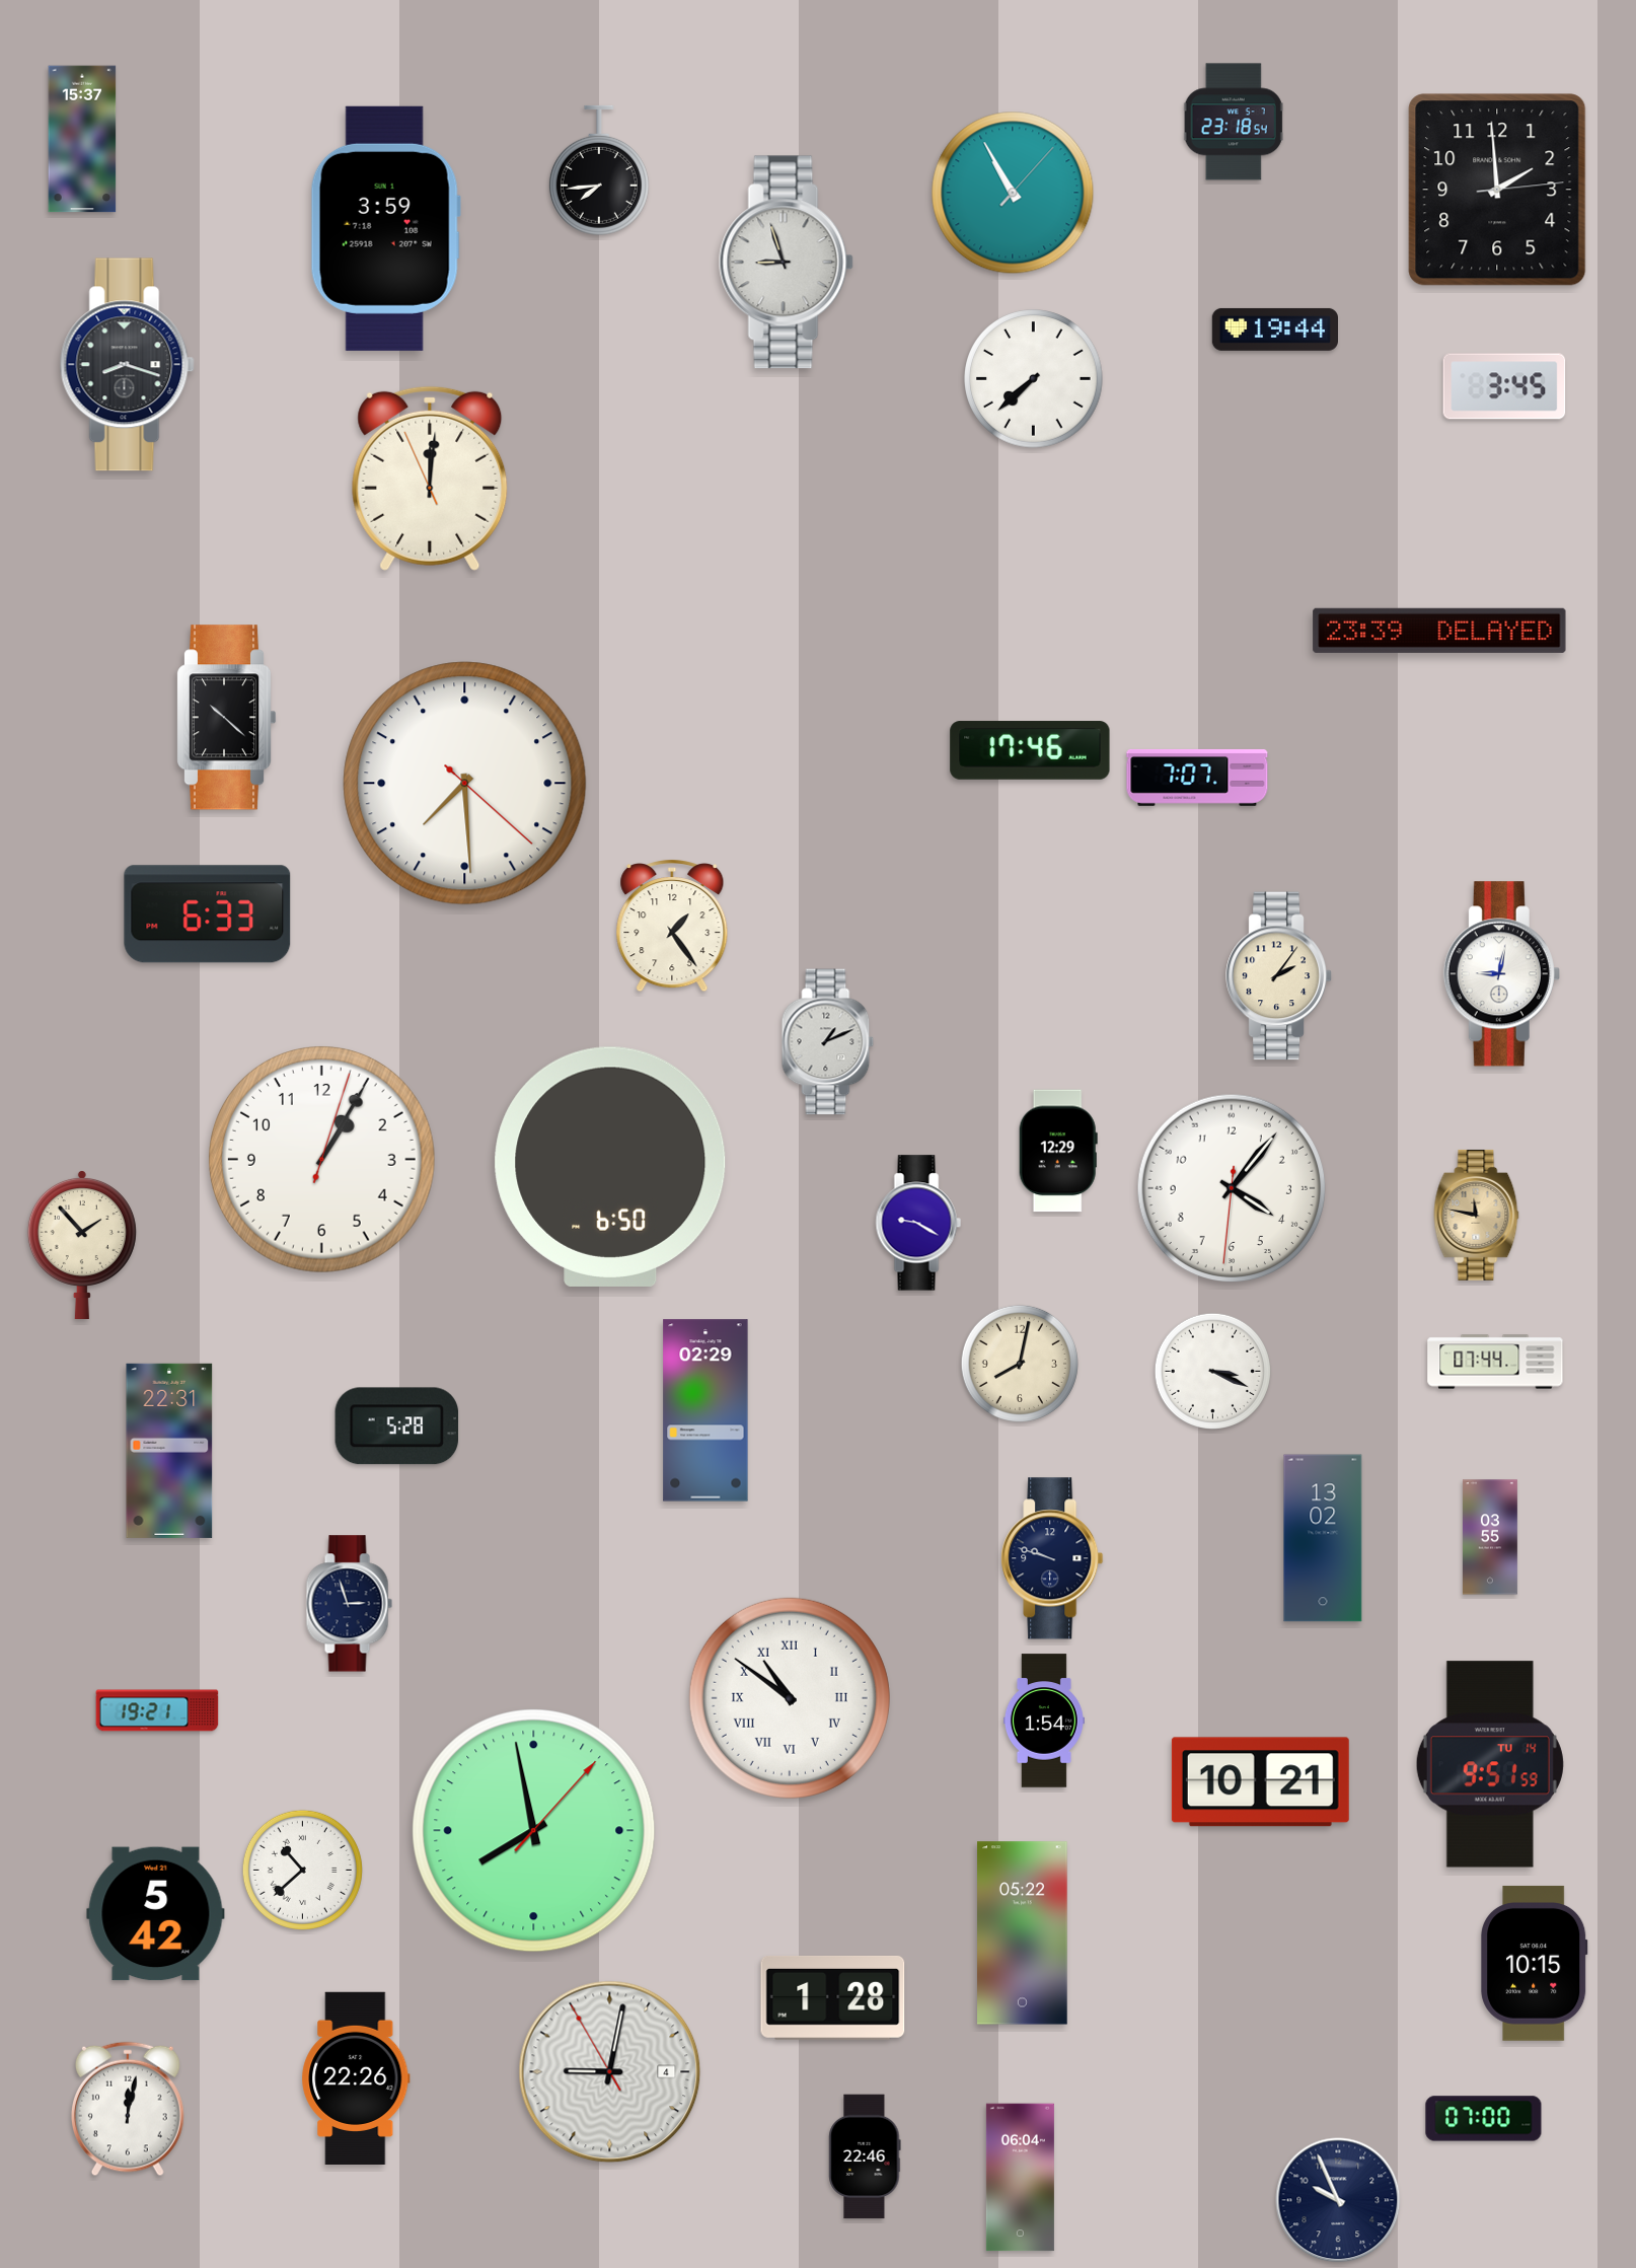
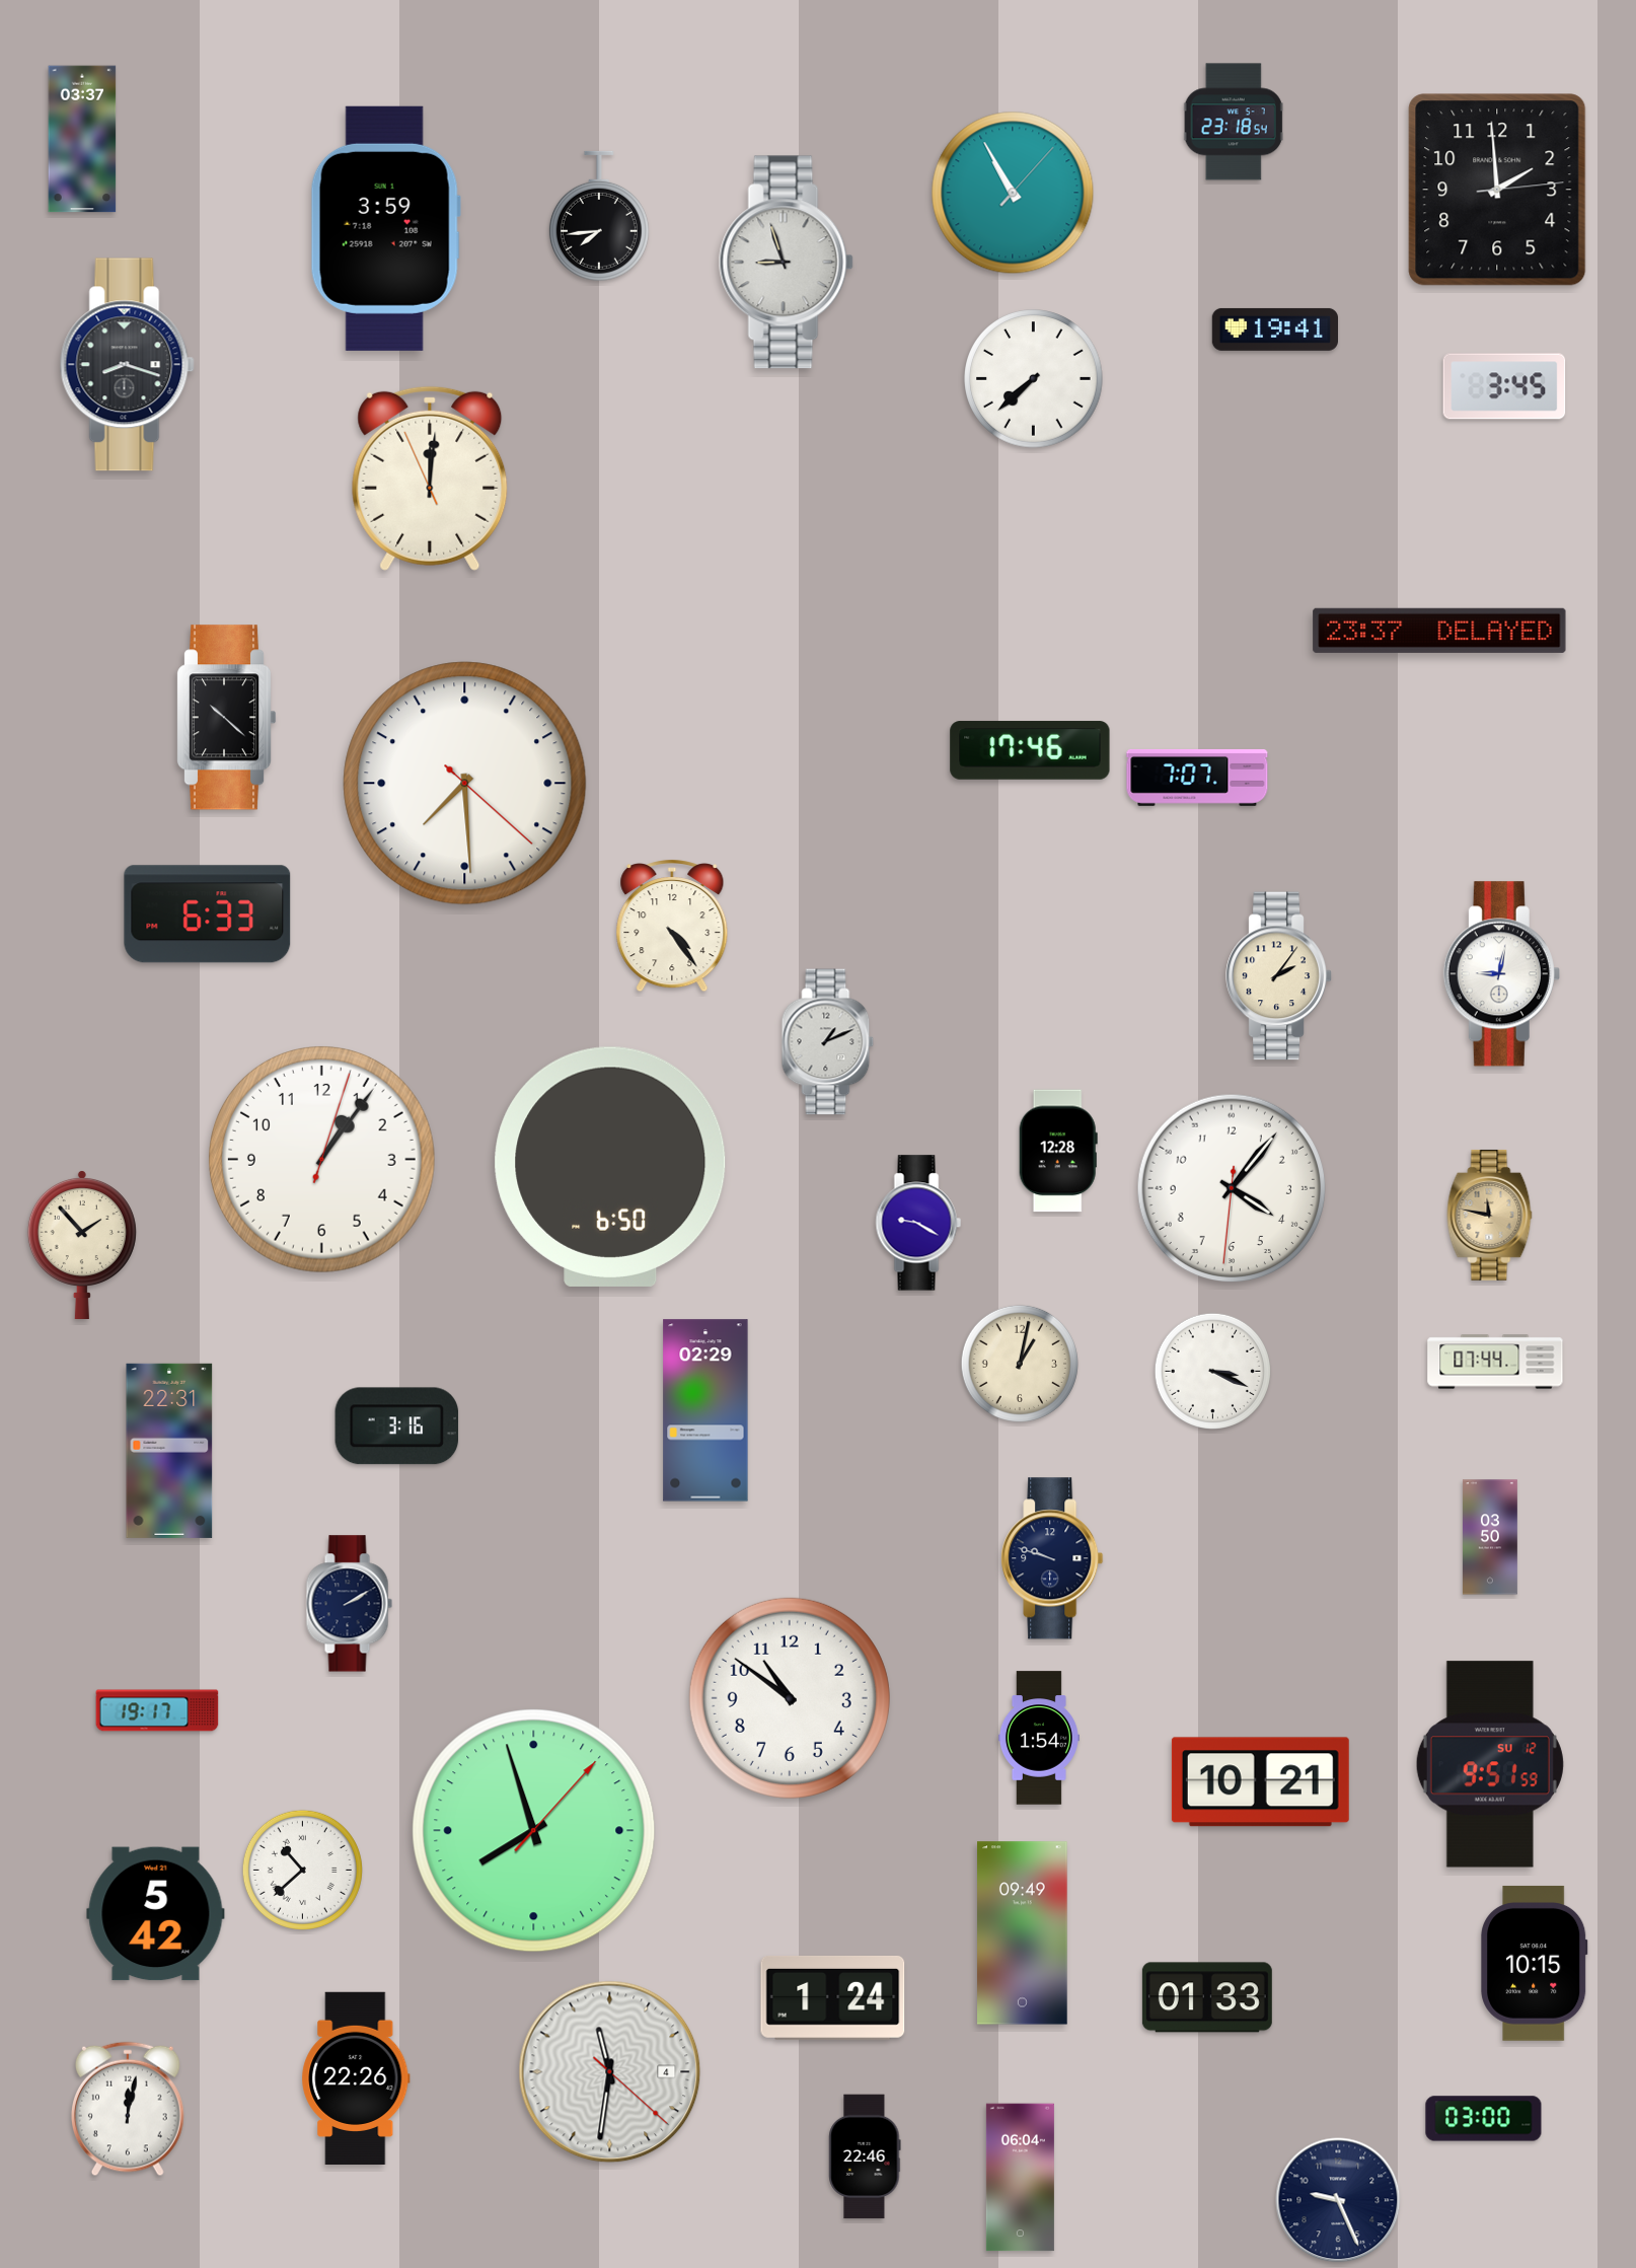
clock at (82, 139): 15:37 -> 03:37
clock at (599, 170) position: (599, 170) -> (599, 216)
clock at (1274, 330): 19:44 -> 19:41
clock at (1439, 631): 23:39 -> 23:37
clock at (672, 926): 1:24 -> 4:24
clock at (1058, 1151): 12:29 -> 12:28
clock at (322, 1160): 1:05 -> 1:06
clock at (1477, 1215) position: (1477, 1215) -> (1490, 1215)
clock at (1020, 1364): 8:02 -> 1:02
clock at (397, 1426): 5:28 -> 3:16
clock at (1490, 1537): 03:55 -> 03:50
clock at (1323, 1538): 13:02 -> none
clock at (349, 1604): 2:57 -> 2:10
clock at (790, 1698) numerals: Roman -> Arabic
clock at (157, 1710): 19:21 -> 19:17
clock at (1044, 1721) position: (1044, 1721) -> (1039, 1738)
clock at (1490, 1764) date: TU 14 -> SU 12
clock at (534, 1831): 7:58 -> 7:57
clock at (1023, 1933): 05:22 -> 09:49
clock at (833, 1997): 1:28 -> 1:24
clock at (1207, 1997): none -> 01:33
clock at (610, 2072): 9:01 -> 11:31
clock at (1484, 2119): 07:00 -> 03:00
clock at (1338, 2200): 9:56 -> 9:26
